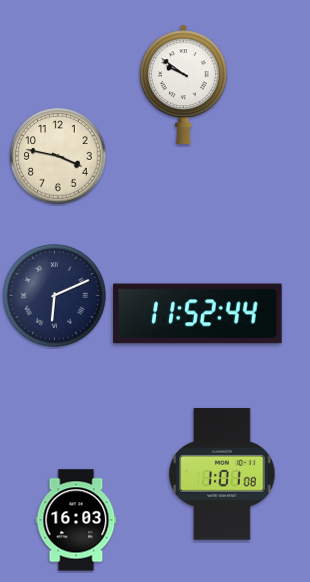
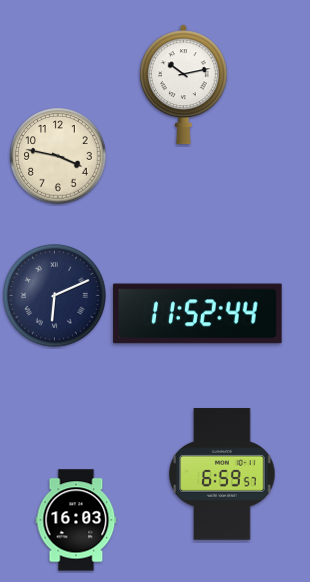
clock at (183, 85): 9:51 -> 10:13
clock at (222, 474): 1:01 -> 6:59
